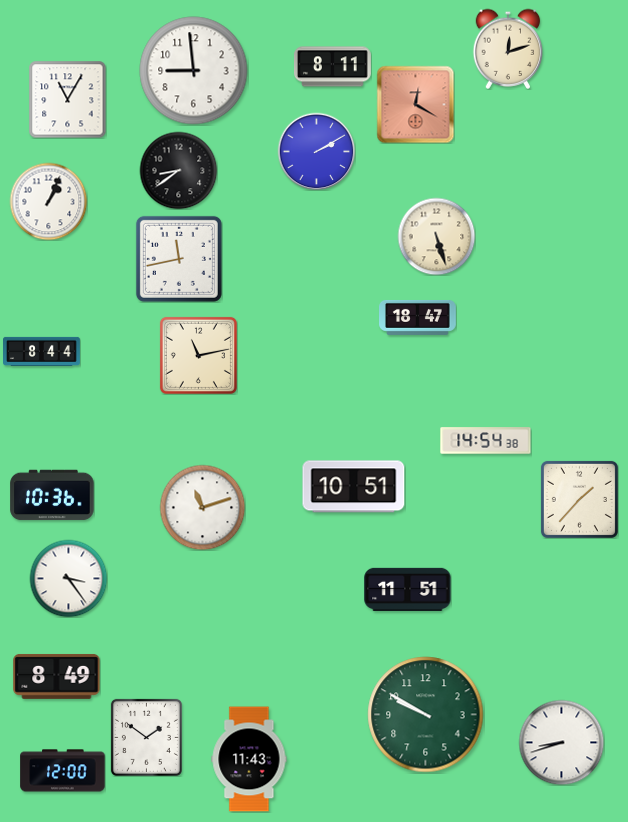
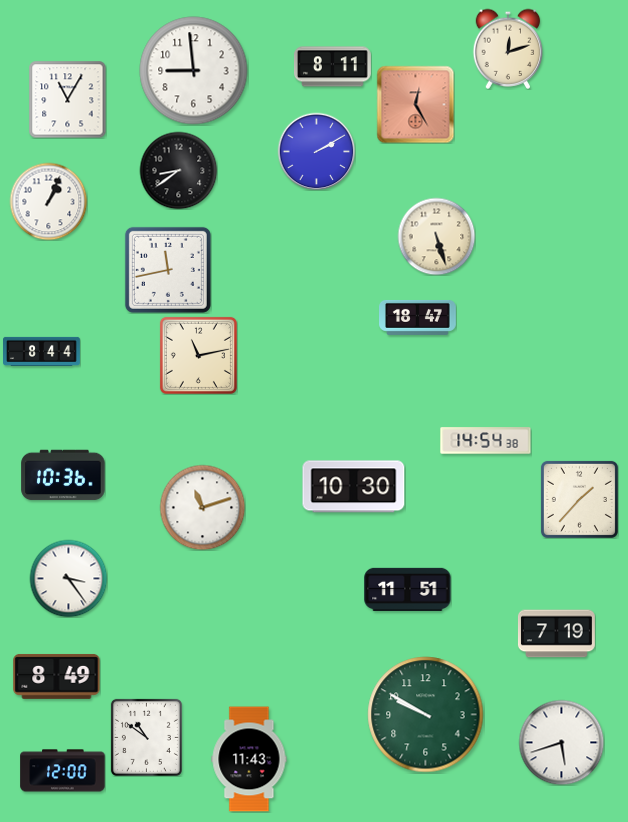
clock at (415, 104): 12:20 -> 12:25
clock at (179, 259) position: (179, 259) -> (168, 270)
clock at (354, 487): 10:51 -> 10:30
clock at (52, 495) position: (52, 495) -> (63, 475)
clock at (557, 634): none -> 7:19
clock at (146, 737): 1:51 -> 10:51
clock at (561, 742): 8:42 -> 5:42
